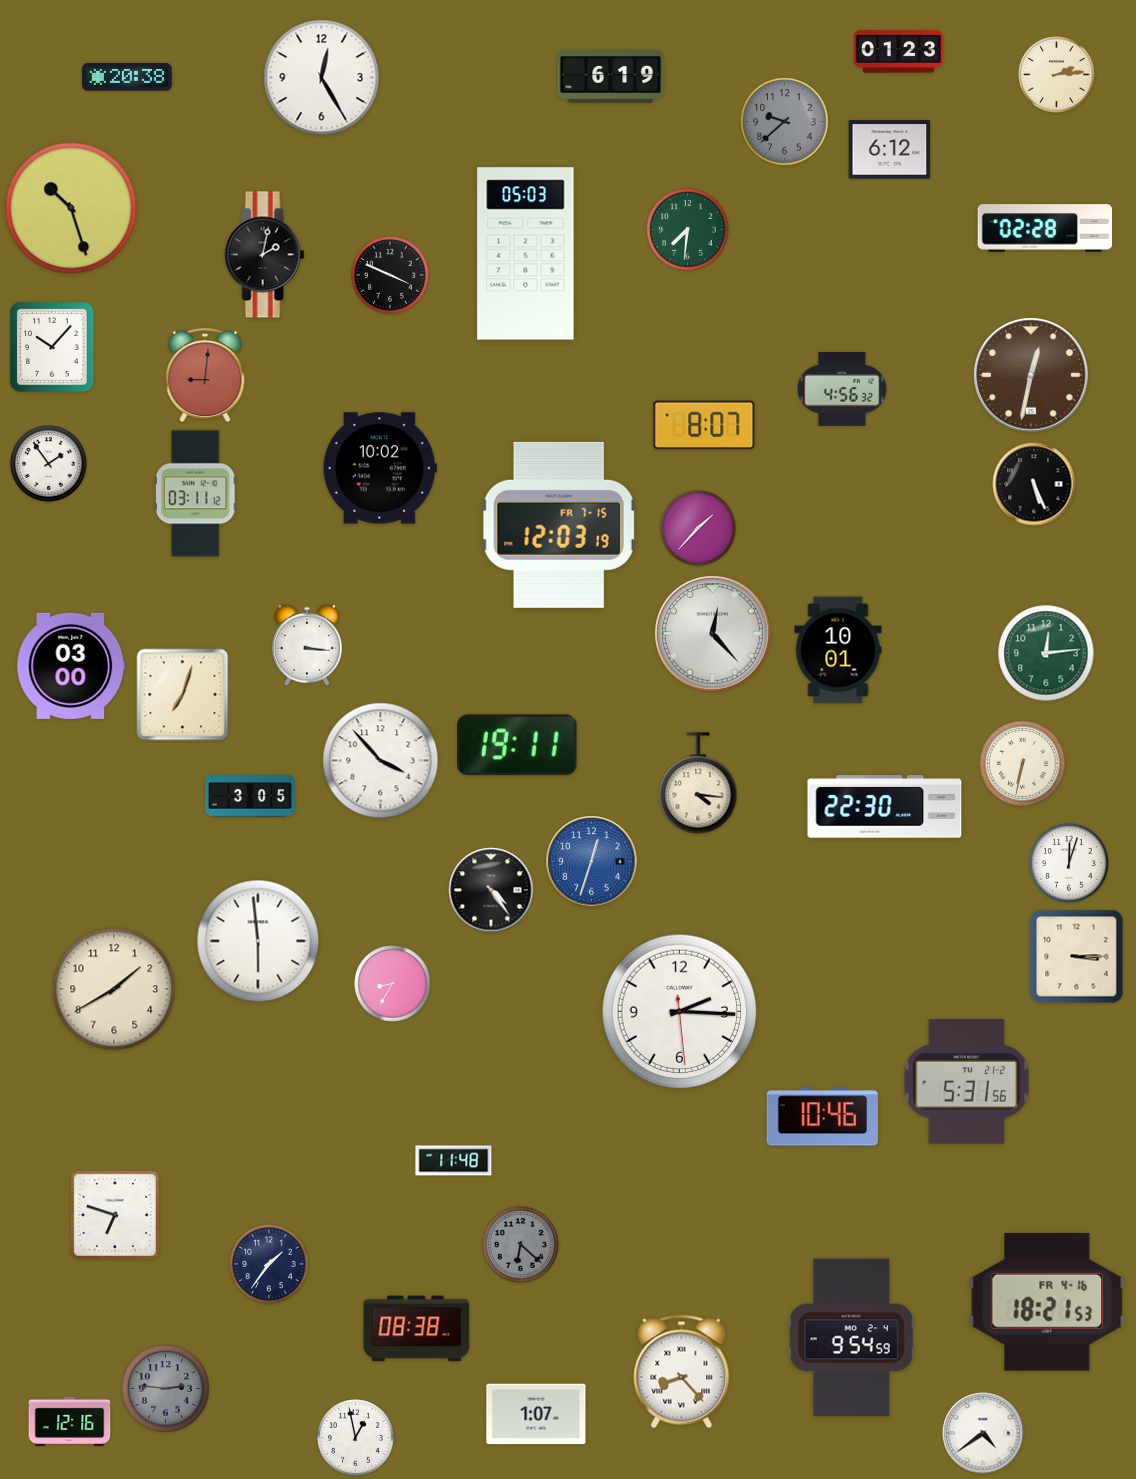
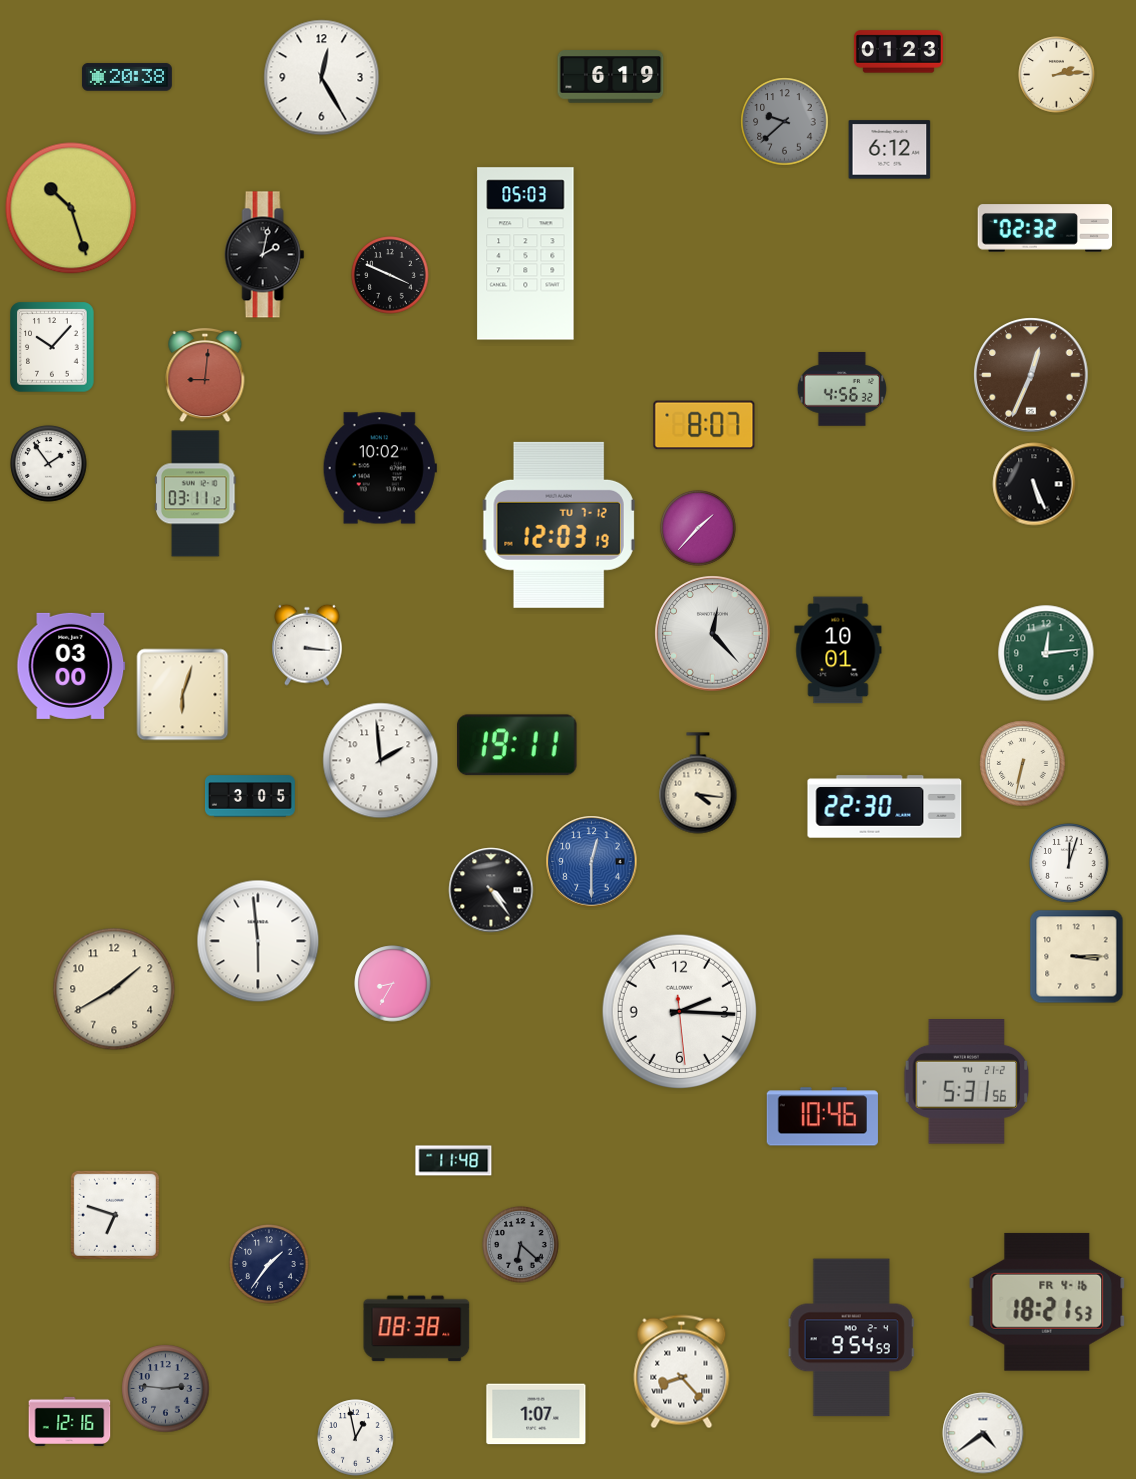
clock at (1045, 228): 02:28 -> 02:32
clock at (688, 230): 7:31 -> none
clock at (1031, 375): 12:32 -> 12:34
clock at (559, 525) date: FR 7-15 -> TU 7-12
clock at (183, 695): 7:03 -> 6:03
clock at (381, 761): 3:53 -> 1:59
clock at (592, 862): 12:33 -> 12:30
